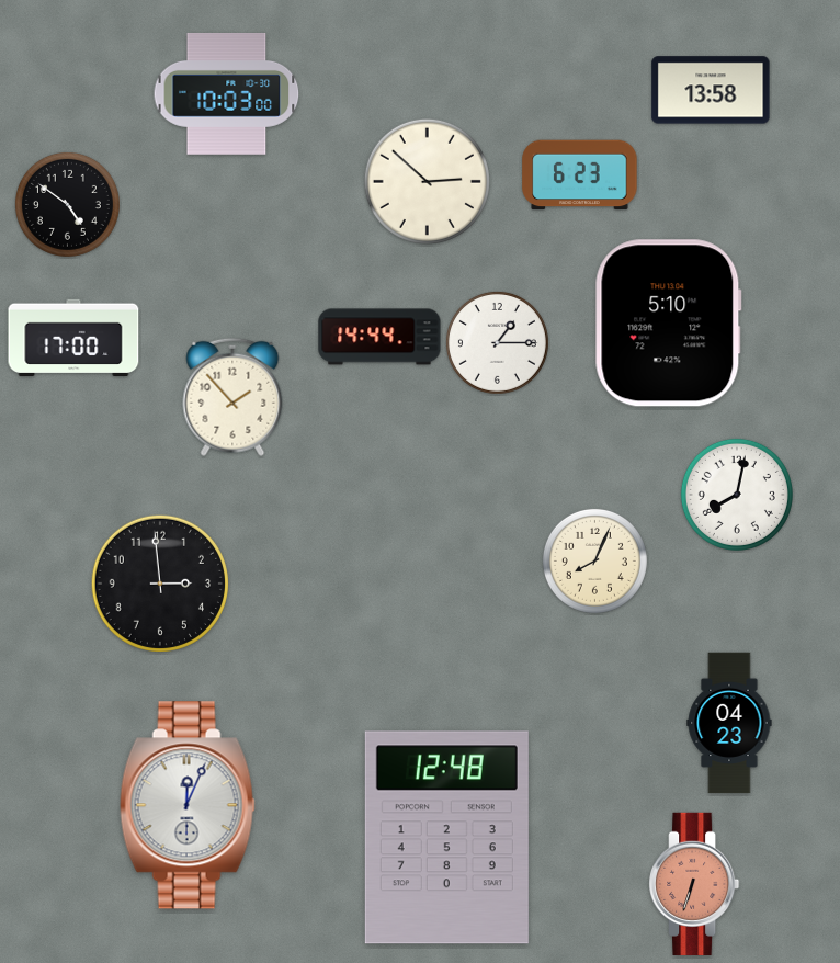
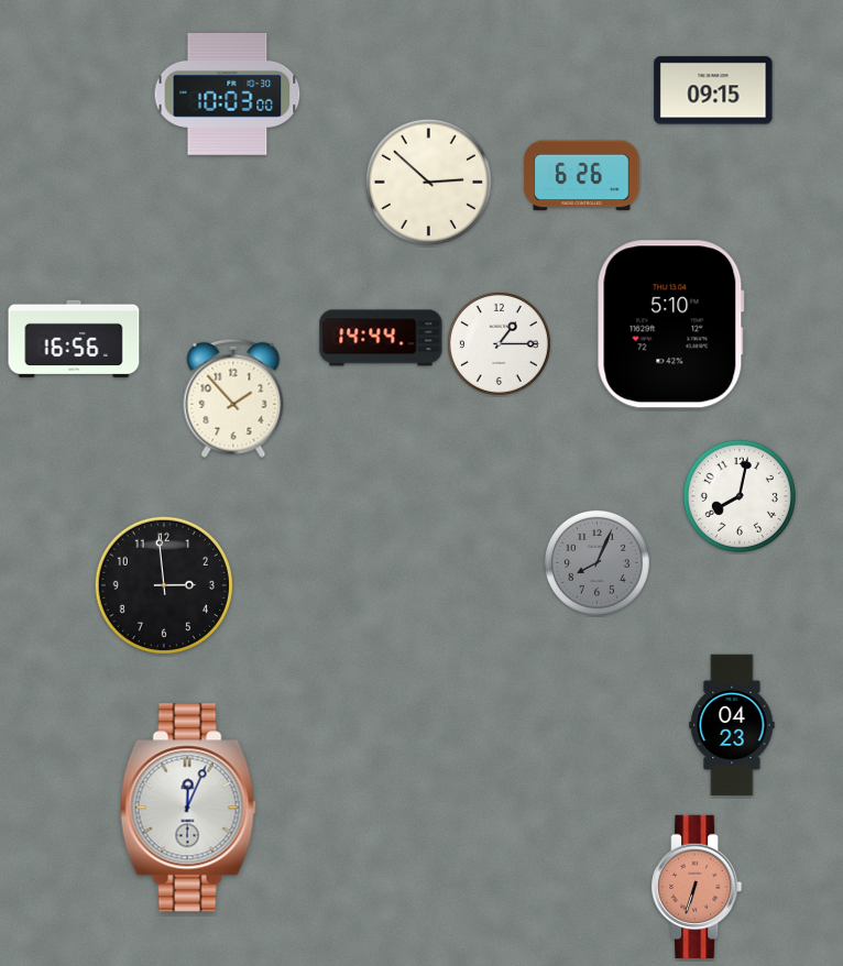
clock at (711, 90): 13:58 -> 09:15
clock at (580, 175): 6:23 -> 6:26
clock at (67, 204): 4:51 -> none
clock at (73, 338): 17:00 -> 16:56
clock at (594, 560) dial: cream -> grey
clock at (159, 582) position: (159, 582) -> (163, 584)
clock at (446, 838): 12:48 -> none
